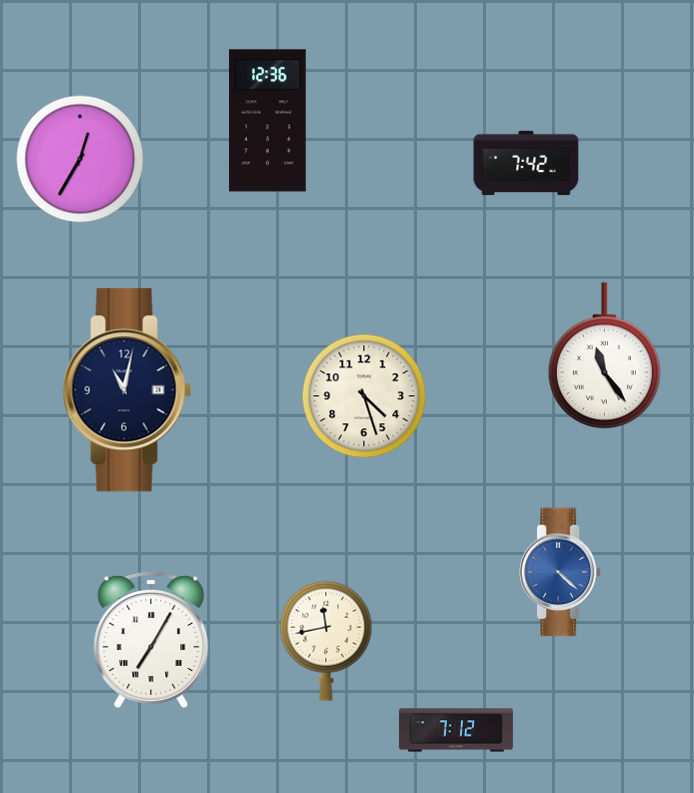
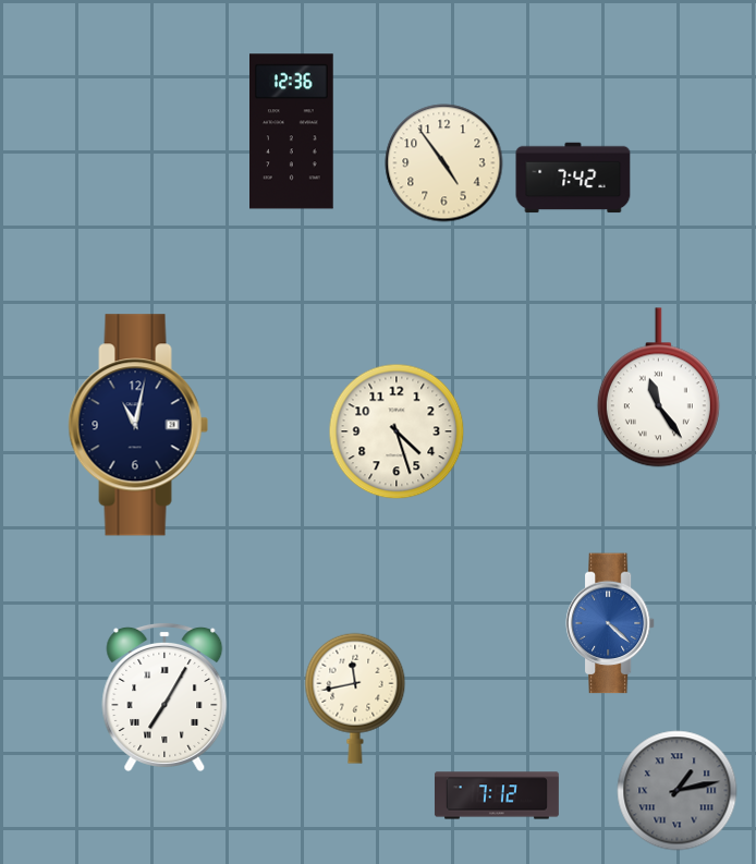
clock at (444, 163): none -> 4:54
clock at (80, 159): 12:35 -> none
clock at (678, 791): none -> 1:13
